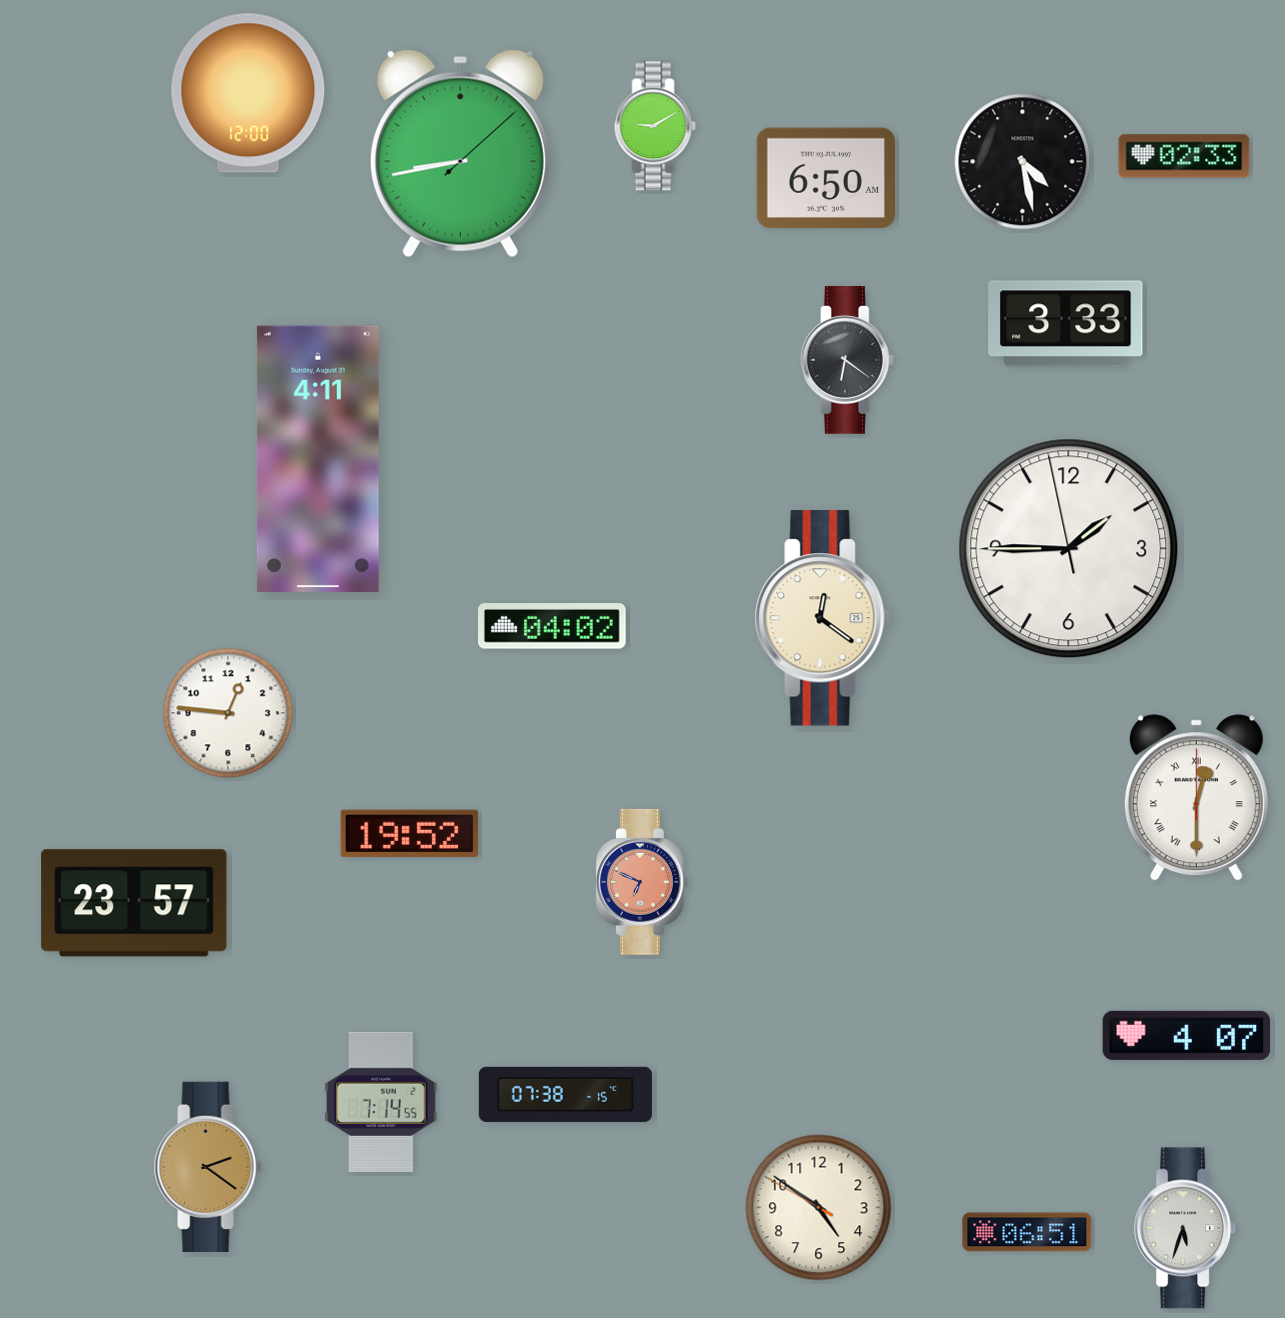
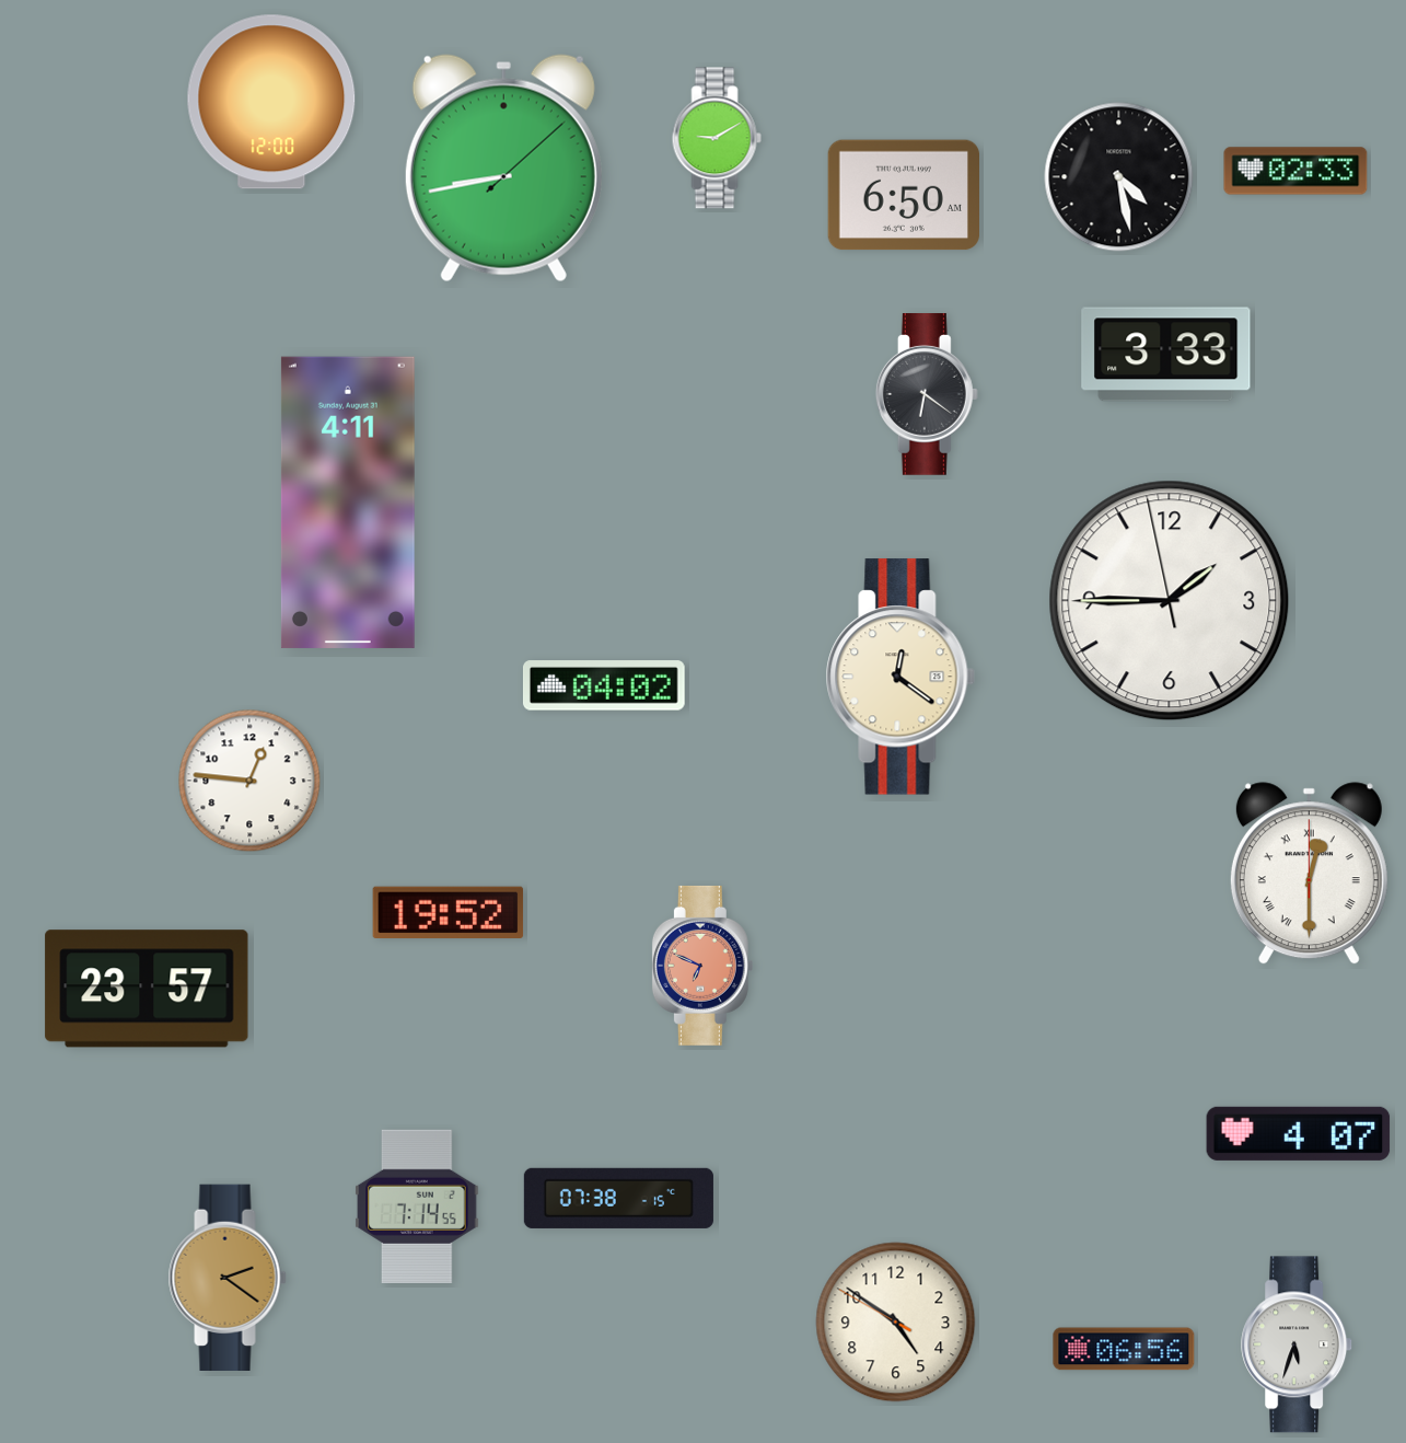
clock at (1027, 1232): 06:51 -> 06:56
